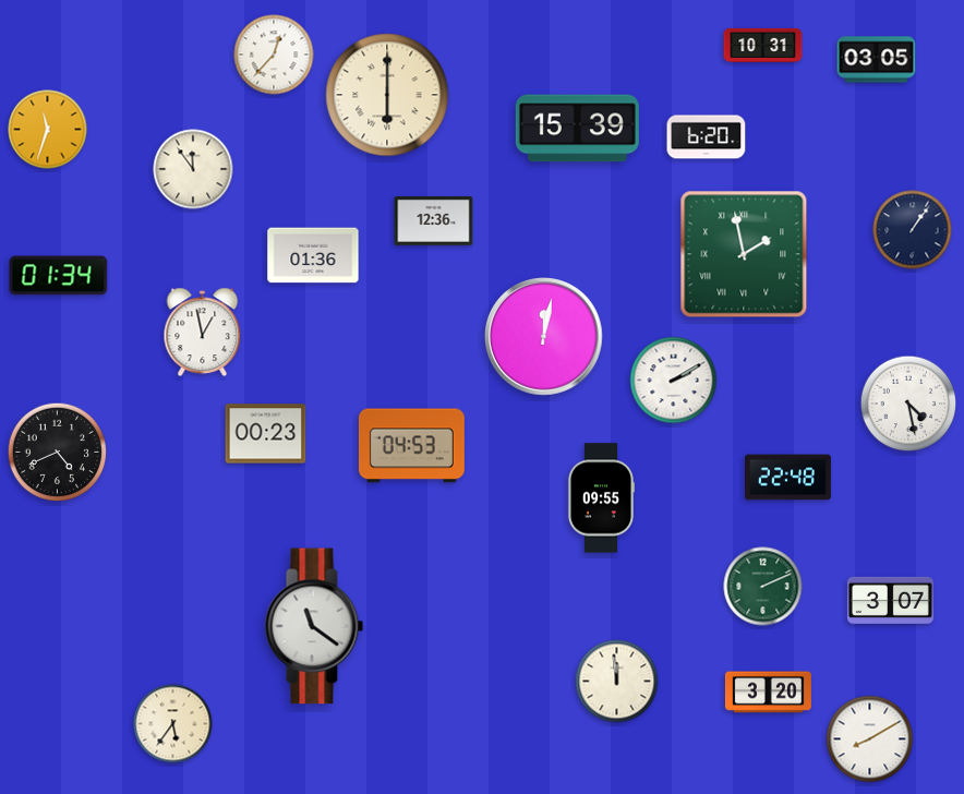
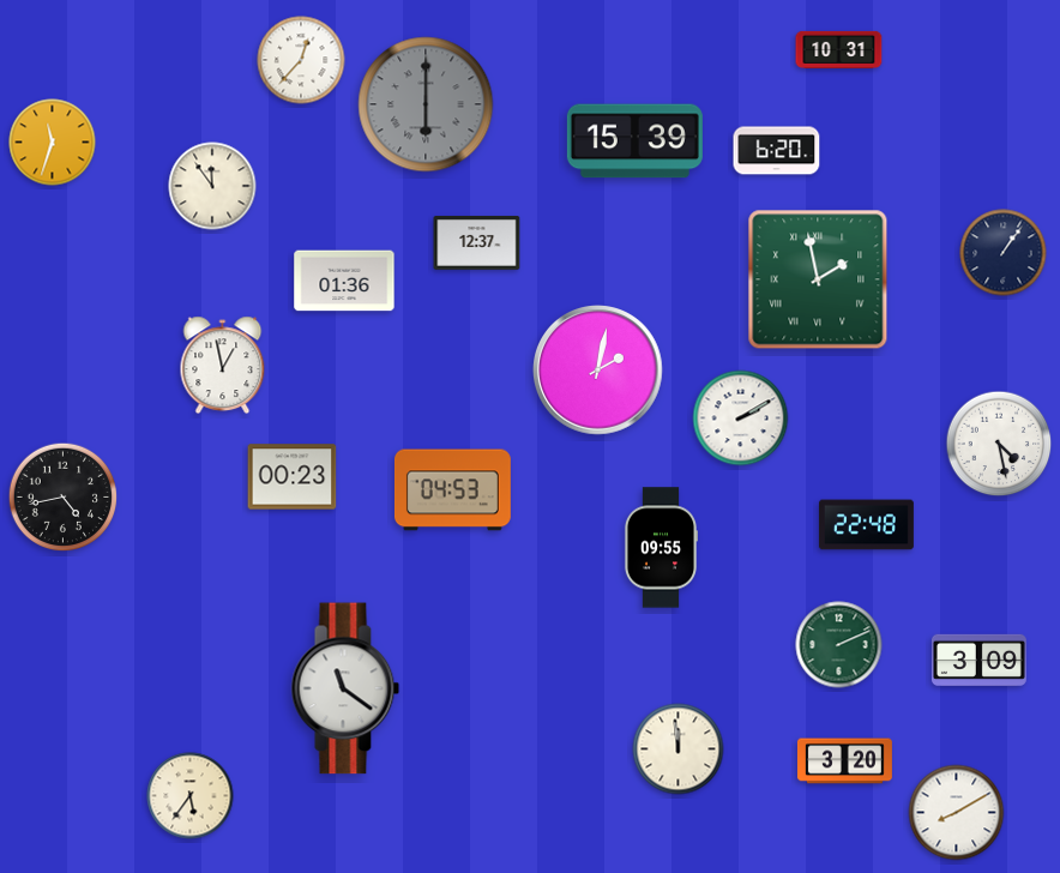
clock at (877, 60): 03:05 -> none
clock at (387, 95) dial: cream -> grey
clock at (434, 220): 12:36 -> 12:37
clock at (59, 276): 01:34 -> none
clock at (544, 337): 12:02 -> 2:02
clock at (58, 453): 4:41 -> 4:43
clock at (890, 600): 3:07 -> 3:09
